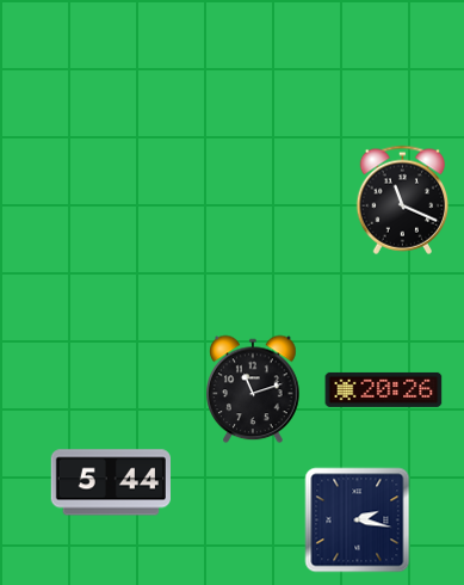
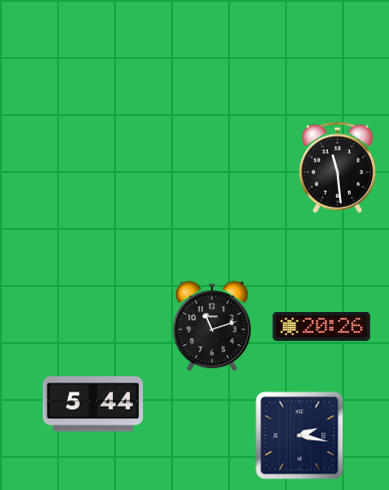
clock at (403, 199): 11:19 -> 11:29
